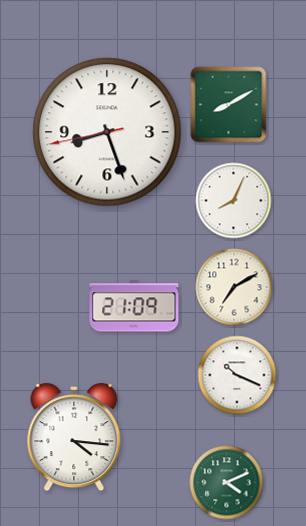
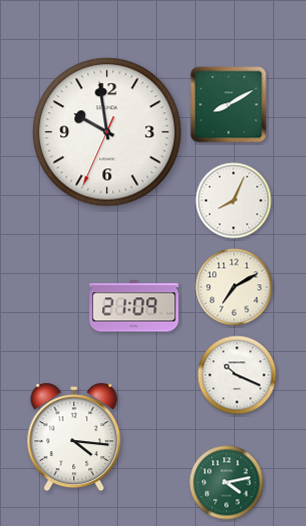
clock at (107, 132): 8:26 -> 9:58
clock at (227, 483): 4:11 -> 4:13
